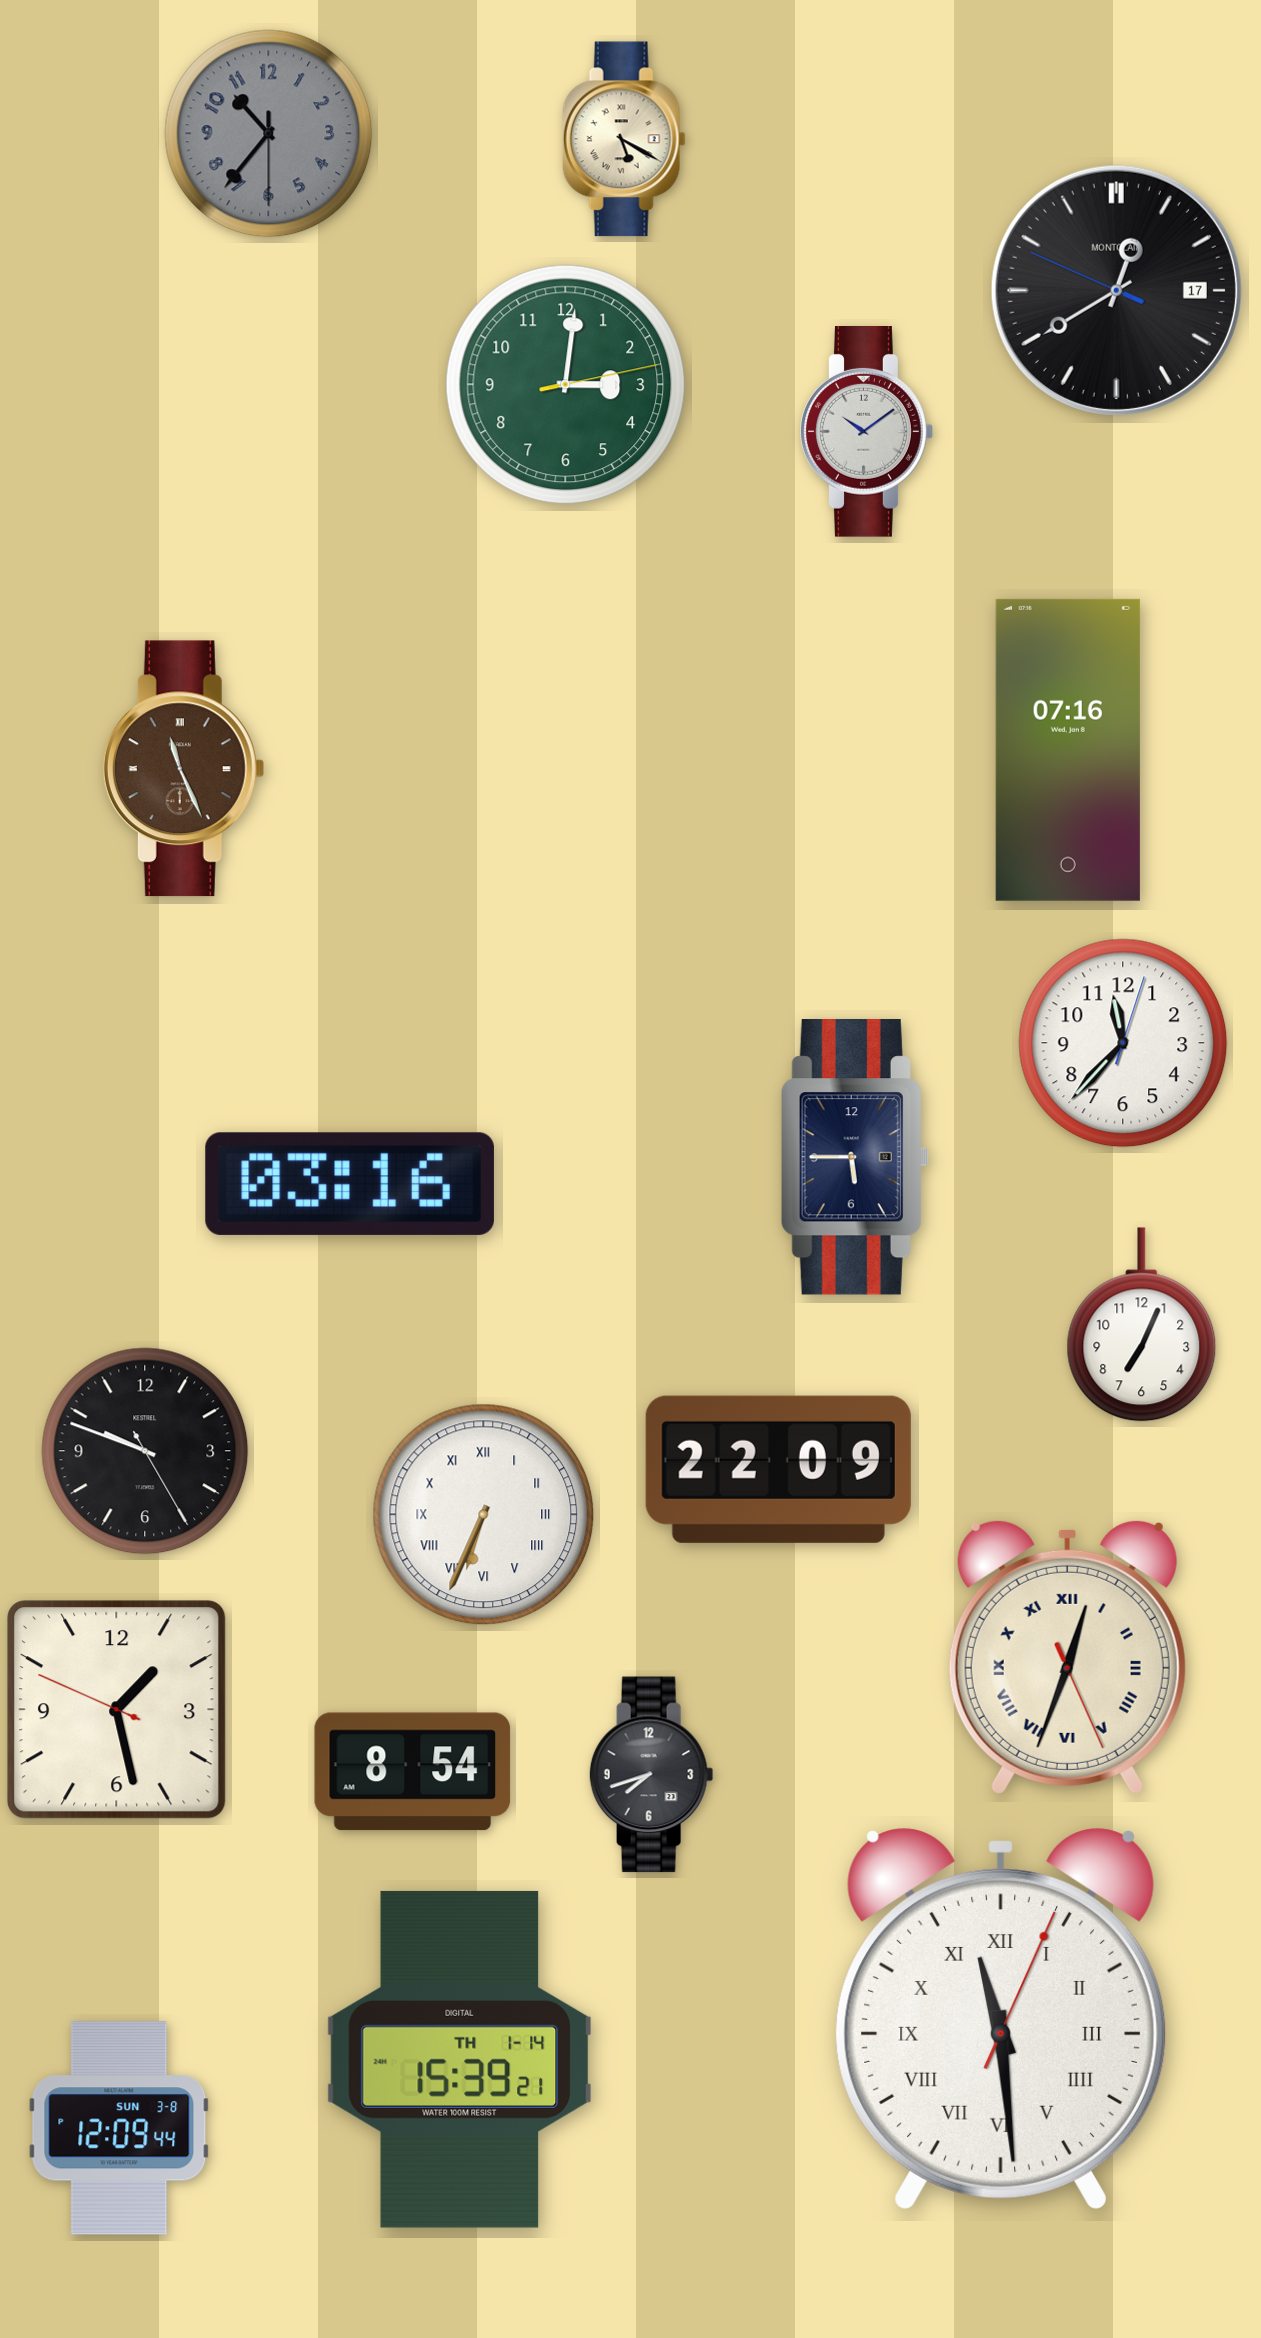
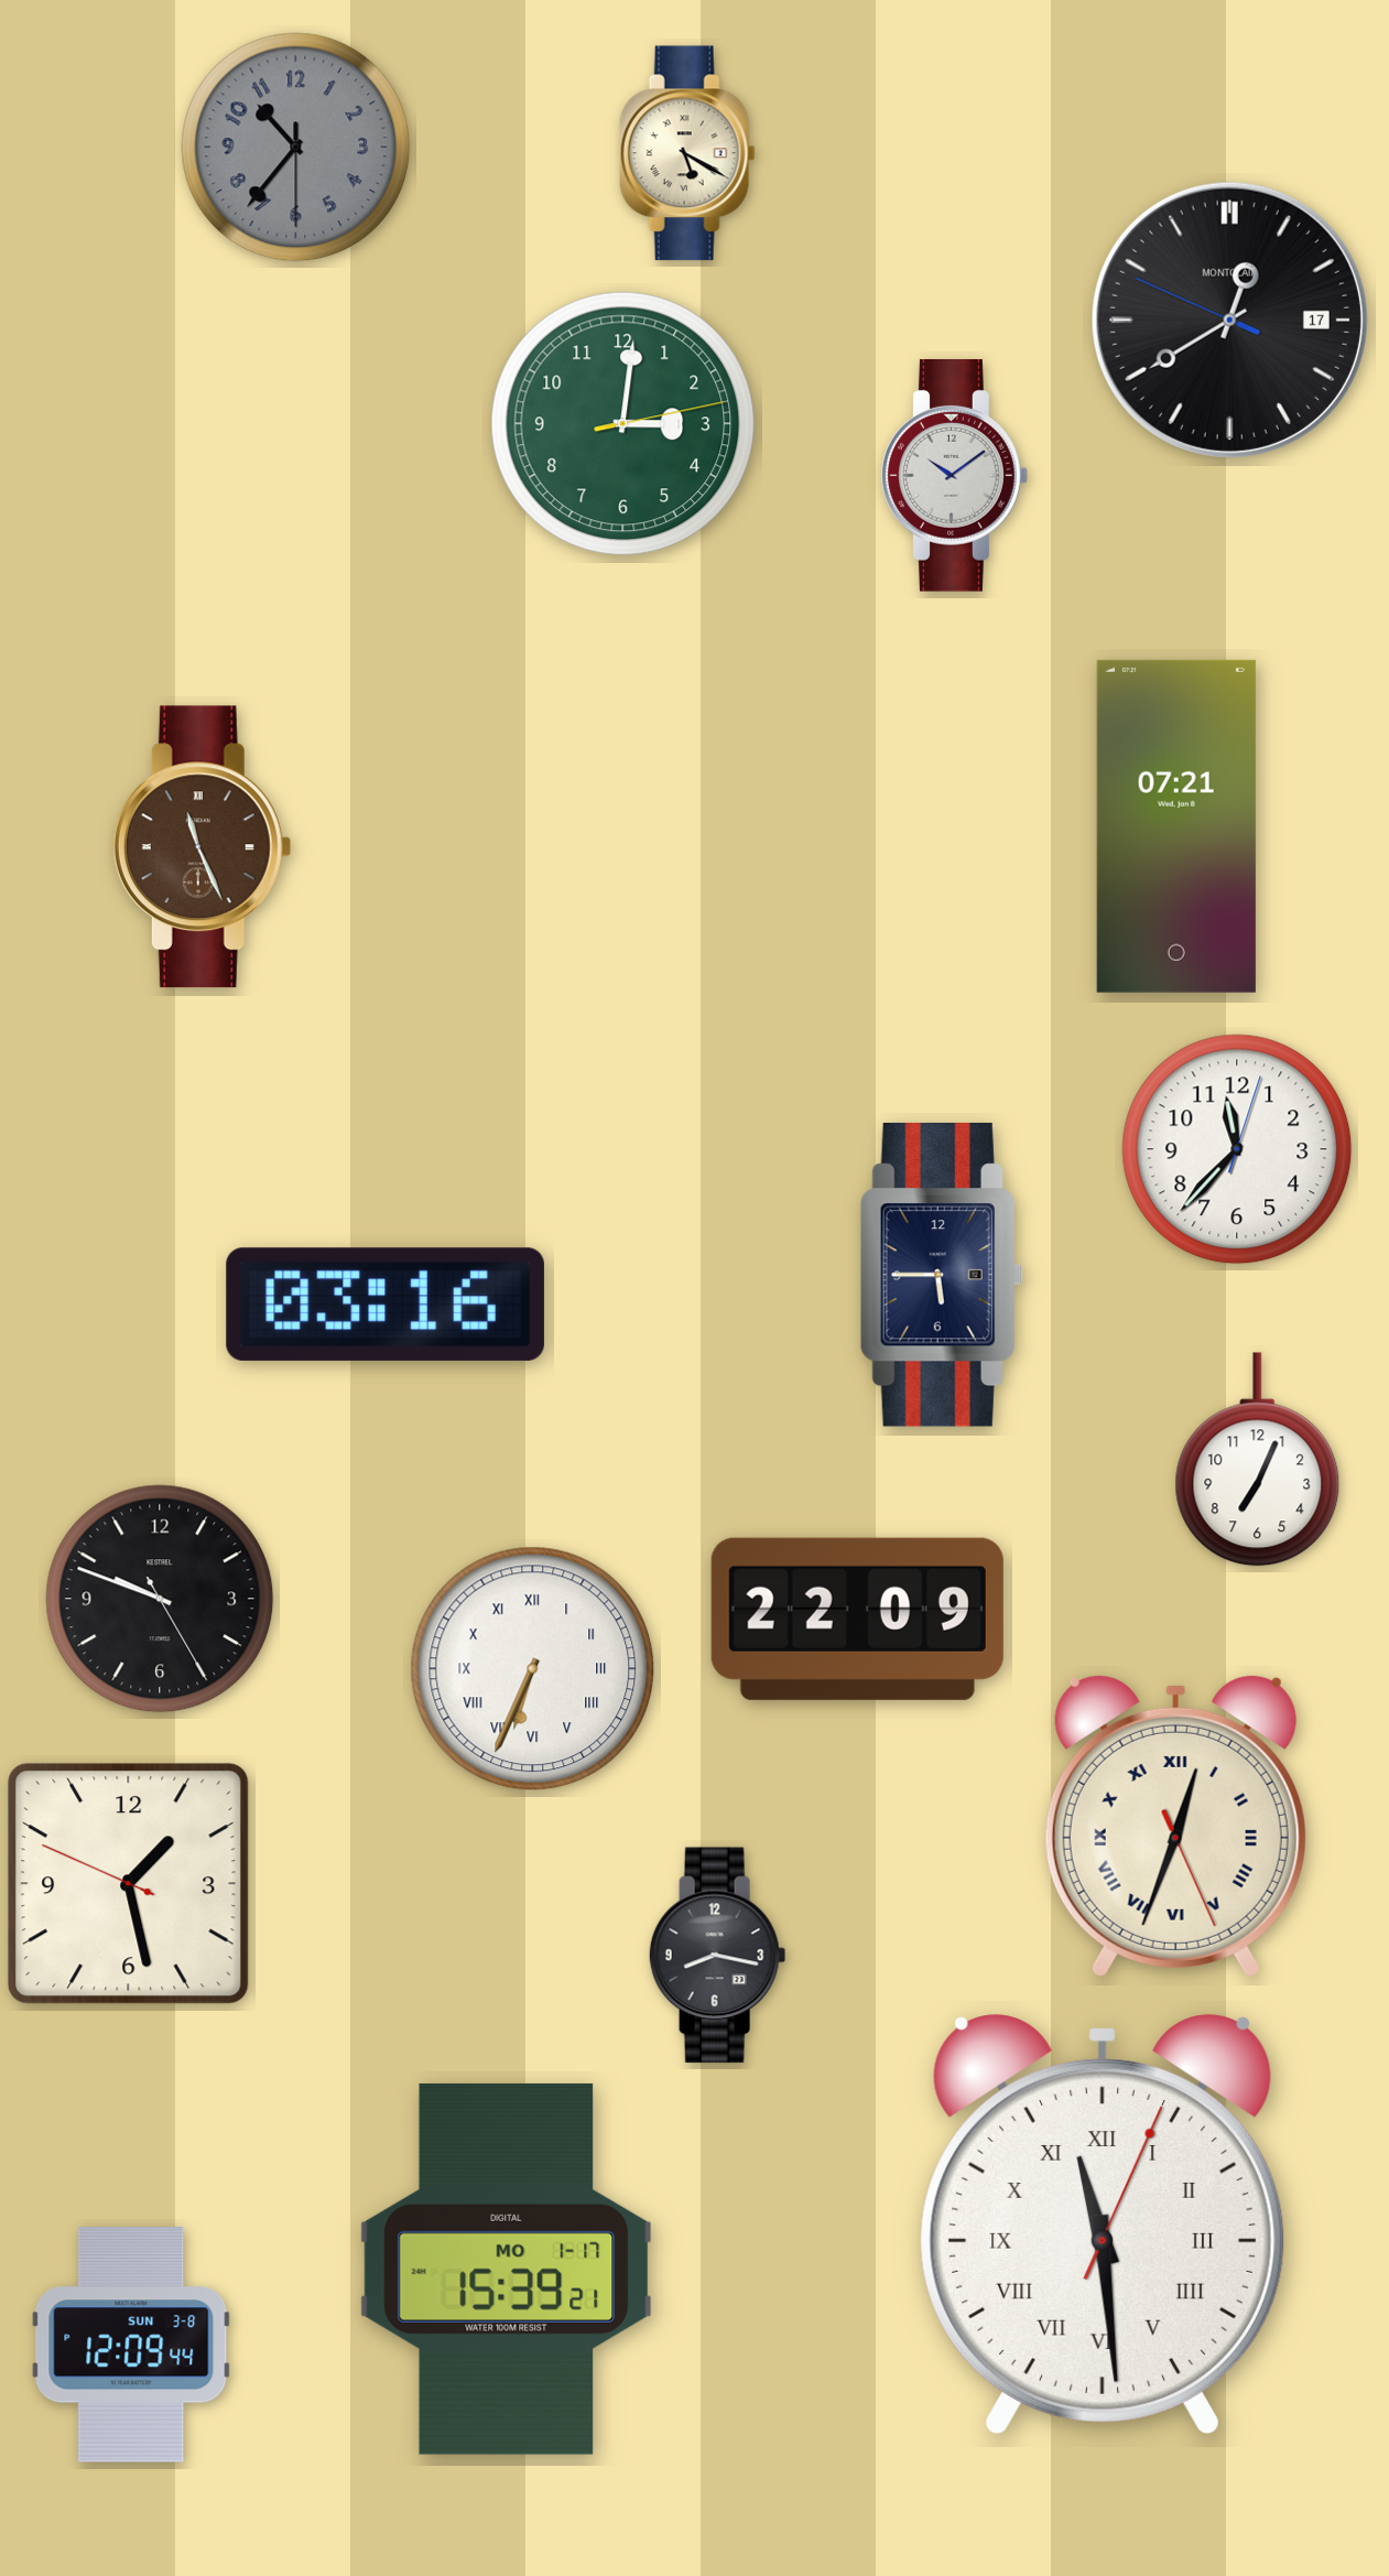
clock at (1068, 750): 07:16 -> 07:21
clock at (413, 1772): 8:54 -> none
clock at (652, 1775): 7:42 -> 8:17
clock at (460, 2059) date: TH 1-14 -> MO 1-17
